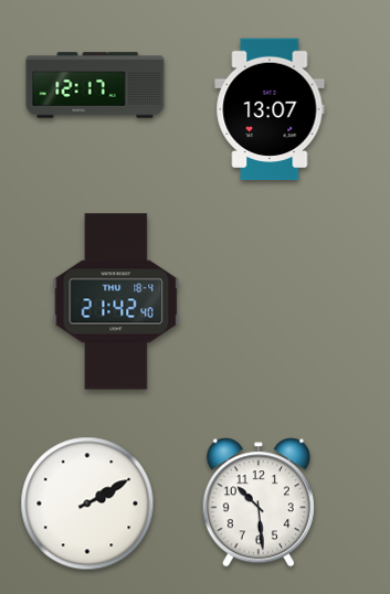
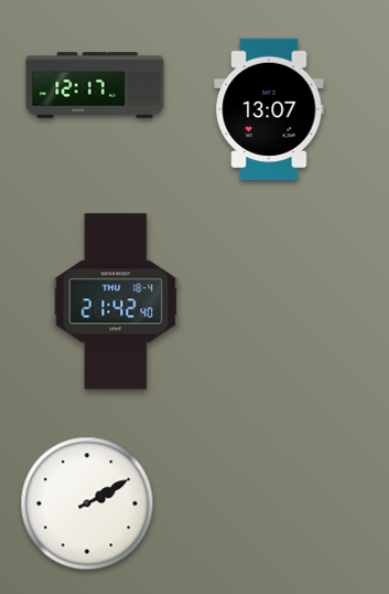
clock at (259, 502): 10:29 -> none
